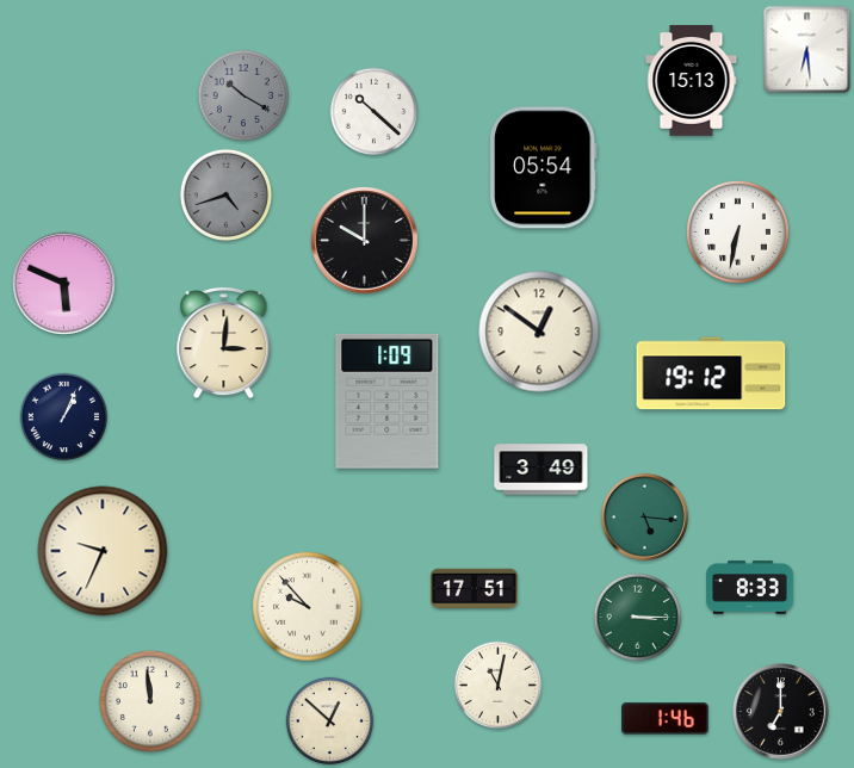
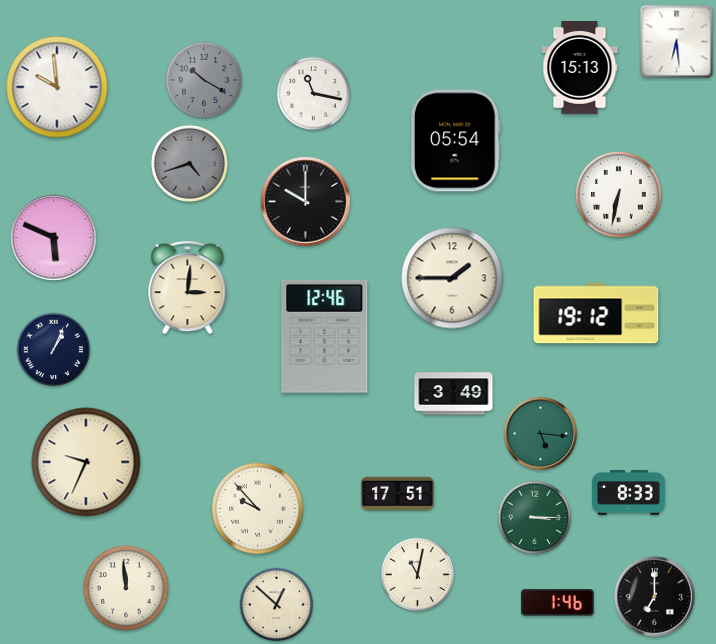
clock at (57, 87): none -> 9:59
clock at (375, 112): 10:22 -> 11:17
clock at (539, 332): 12:51 -> 1:45
clock at (388, 401): 1:09 -> 12:46
